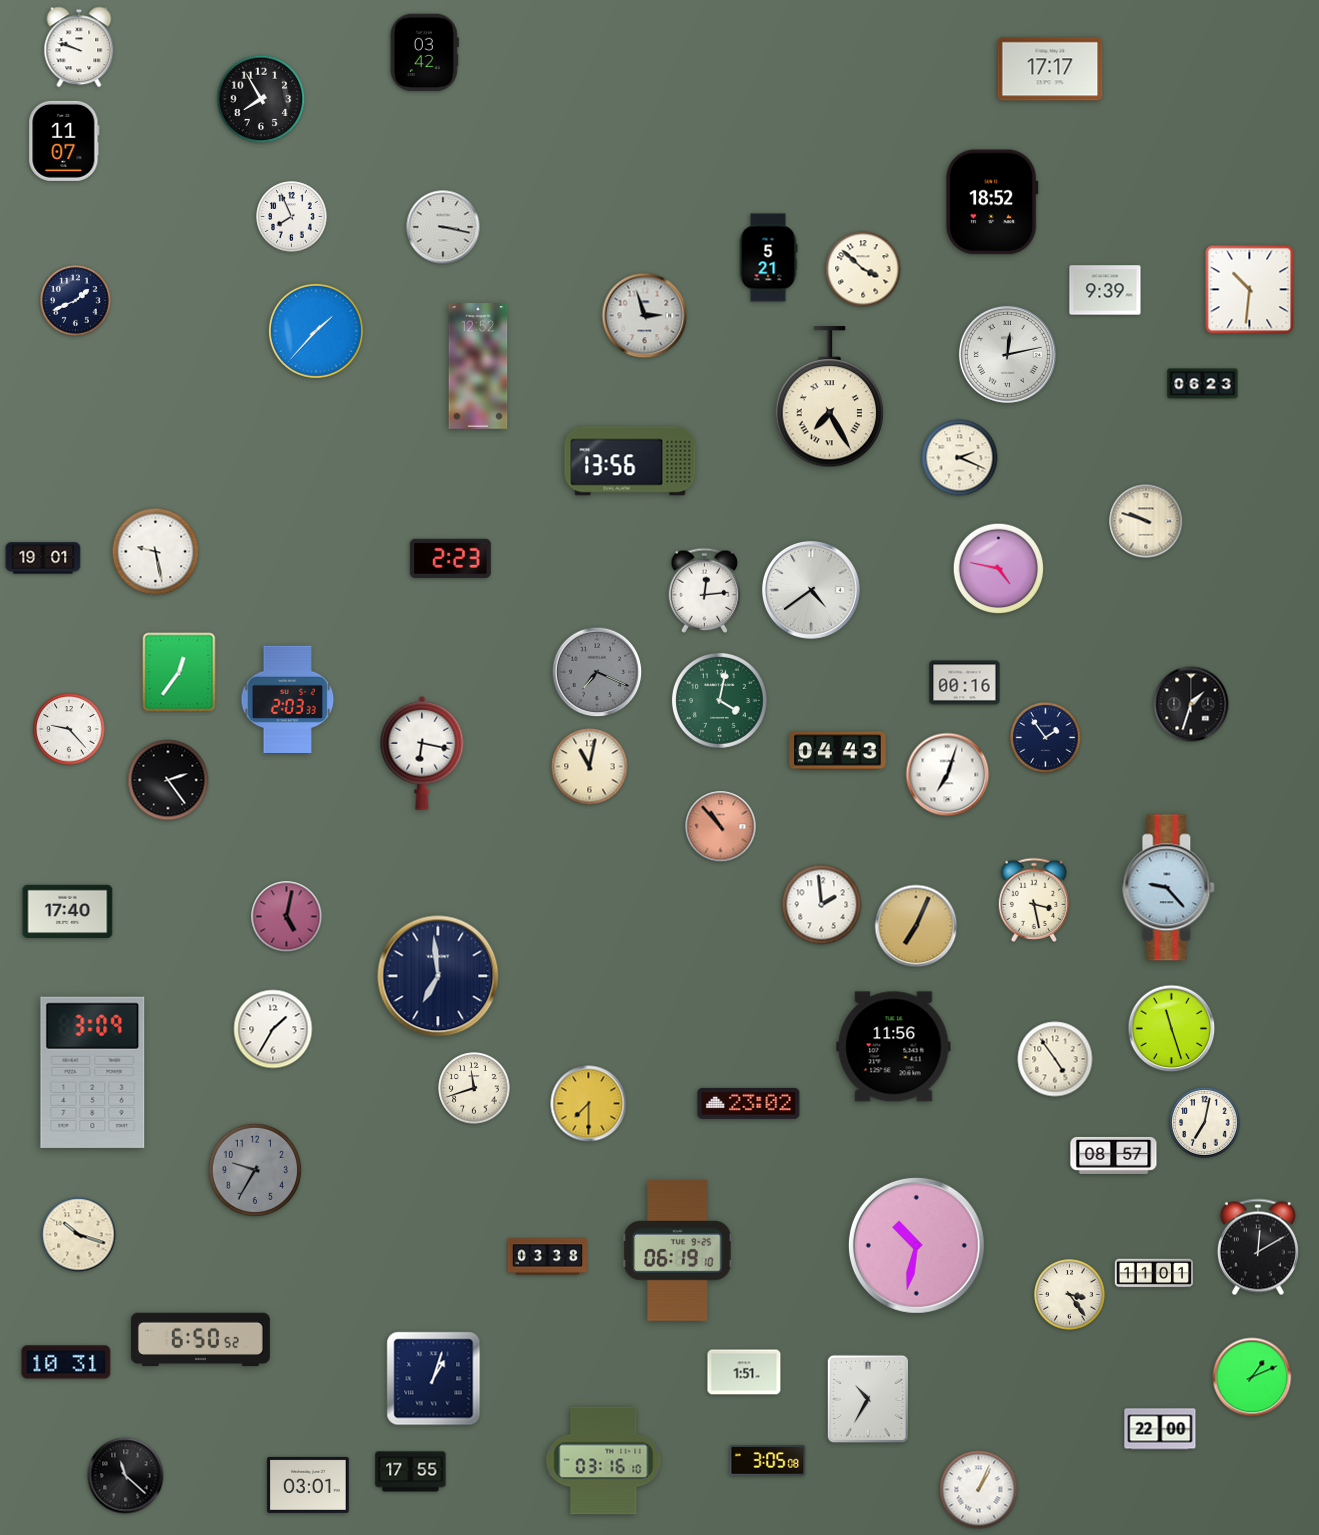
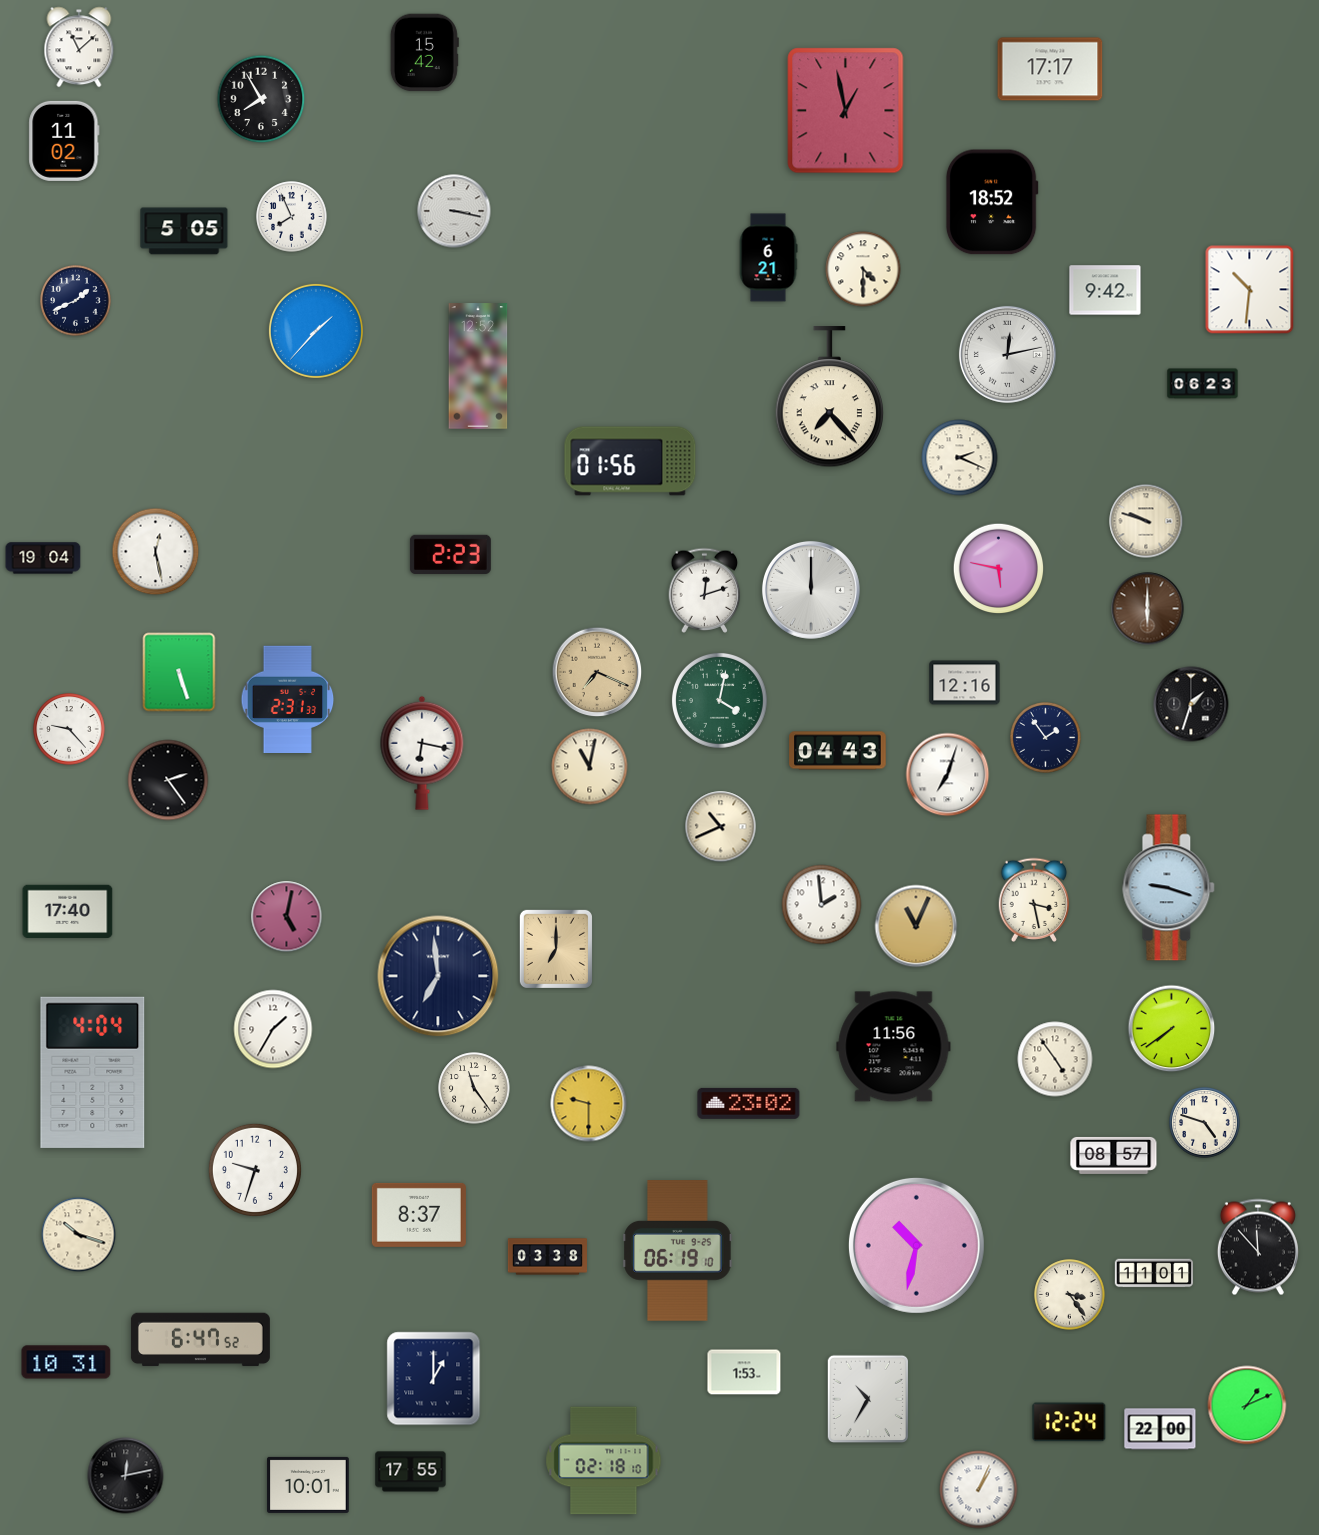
clock at (79, 47): 9:48 -> 11:08
clock at (424, 53): 03:42 -> 15:42
clock at (846, 111): none -> 12:58
clock at (64, 141): 11:07 -> 11:02
clock at (443, 227) position: (443, 227) -> (454, 211)
clock at (184, 231): none -> 5:05
clock at (768, 258): 5:21 -> 6:21
clock at (863, 269): 3:52 -> 4:30
clock at (1105, 290): 9:39 -> 9:42
clock at (645, 316): 2:57 -> none
clock at (829, 397): 7:25 -> 7:23
clock at (630, 461): 13:56 -> 01:56
clock at (156, 552): 9:28 -> 12:28
clock at (43, 558): 19:01 -> 19:04
clock at (450, 558) position: (450, 558) -> (450, 554)
clock at (999, 569): 4:47 -> 5:47
clock at (705, 590): 12:14 -> 12:12
clock at (811, 590): 4:39 -> 12:00
clock at (1148, 609): none -> 6:00
clock at (179, 672): 12:36 -> 5:27
clock at (597, 672) dial: grey -> champagne
clock at (965, 683): 00:16 -> 12:16
clock at (288, 700): 2:03 -> 2:31
clock at (721, 827): 10:53 -> 10:41
clock at (721, 827) dial: salmon -> cream
clock at (1169, 888): 9:23 -> 9:18
clock at (916, 926): 7:04 -> 11:04
clock at (556, 949): none -> 7:00
clock at (1172, 1029): 11:27 -> 7:39
clock at (93, 1072): 3:09 -> 4:04
clock at (474, 1088): 11:42 -> 11:24
clock at (589, 1104): 7:30 -> 9:30
clock at (1205, 1123): 7:02 -> 4:48
clock at (255, 1170): 9:35 -> 9:33
clock at (255, 1170) dial: grey -> white
clock at (419, 1215): none -> 8:37
clock at (1258, 1247): 12:10 -> 11:53
clock at (200, 1340): 6:50 -> 6:47
clock at (744, 1372): 1:51 -> 1:53
clock at (1252, 1377) position: (1252, 1377) -> (1247, 1405)
clock at (434, 1379): 1:03 -> 1:00
clock at (1069, 1422): none -> 12:24
clock at (604, 1461): 03:16 -> 02:18
clock at (768, 1461): 3:05 -> none
clock at (126, 1476): 11:22 -> 12:13
clock at (308, 1485): 03:01 -> 10:01
